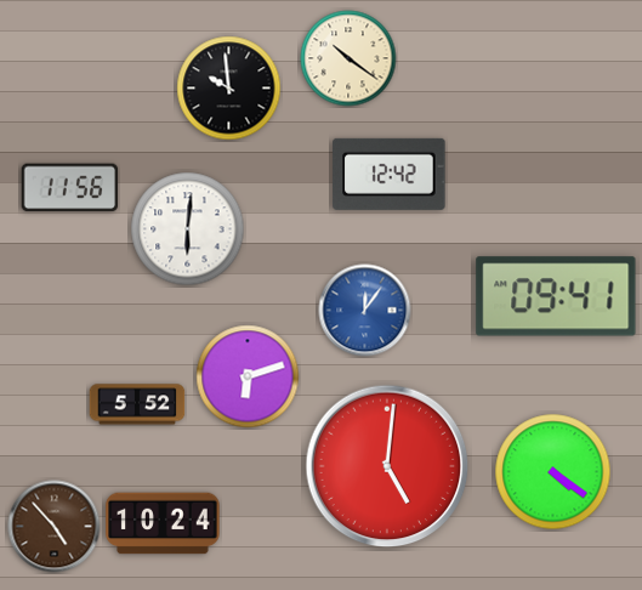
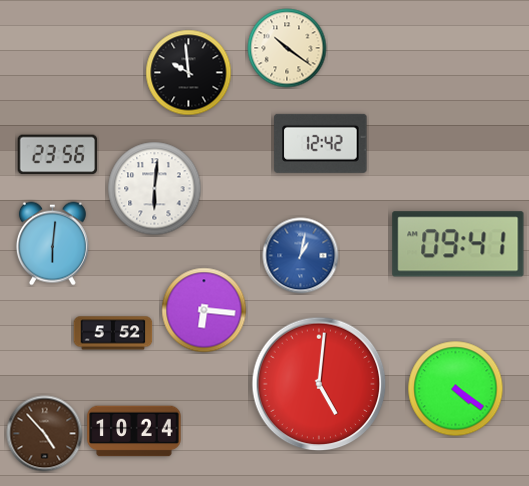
clock at (70, 188): 11:56 -> 23:56
clock at (52, 244): none -> 6:01
clock at (365, 311): 12:06 -> 1:02
clock at (248, 376): 6:12 -> 6:16
